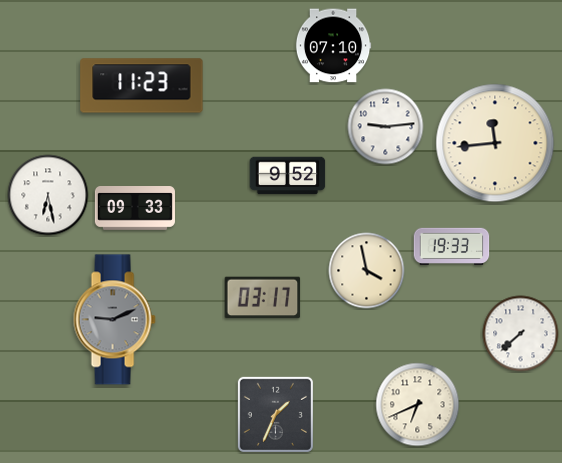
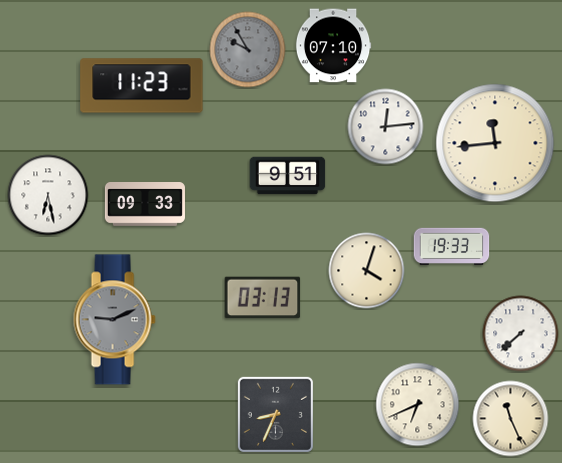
clock at (248, 50): none -> 9:55
clock at (386, 127): 9:14 -> 12:14
clock at (288, 176): 9:52 -> 9:51
clock at (135, 209) position: (135, 209) -> (145, 205)
clock at (367, 271): 3:58 -> 4:03
clock at (263, 298): 03:17 -> 03:13
clock at (275, 414): 1:34 -> 8:34
clock at (511, 419): none -> 11:26
